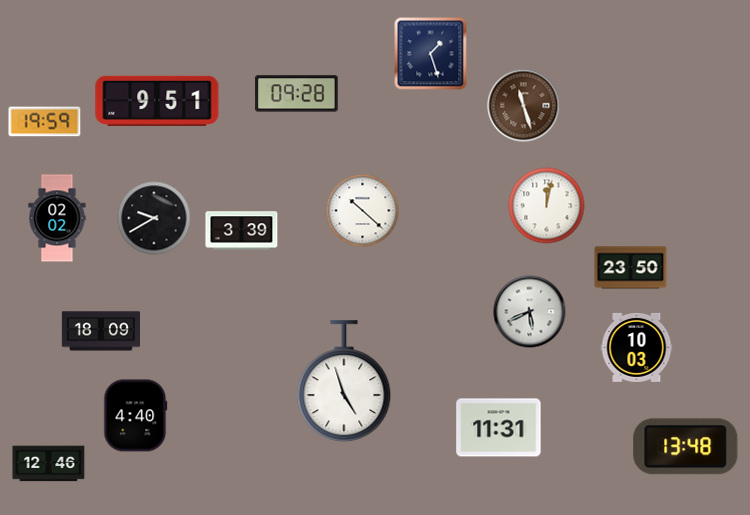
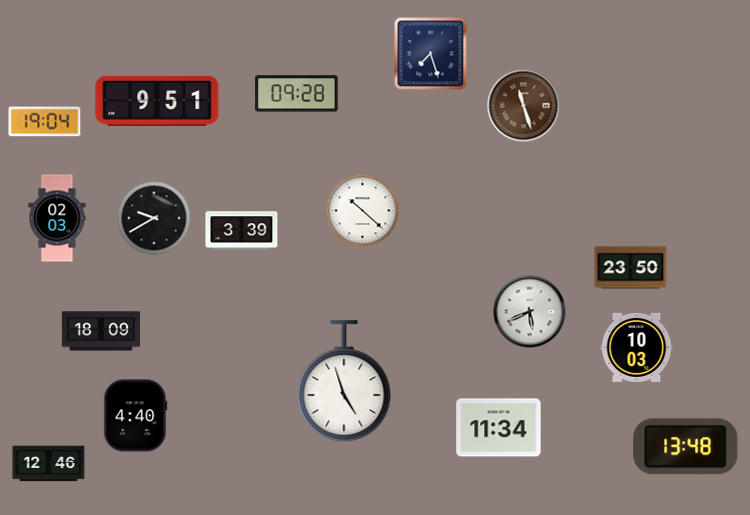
clock at (431, 54): 1:27 -> 7:27
clock at (45, 122): 19:59 -> 19:04
clock at (547, 206): 12:02 -> none
clock at (57, 218): 02:02 -> 02:03
clock at (499, 428): 11:31 -> 11:34
